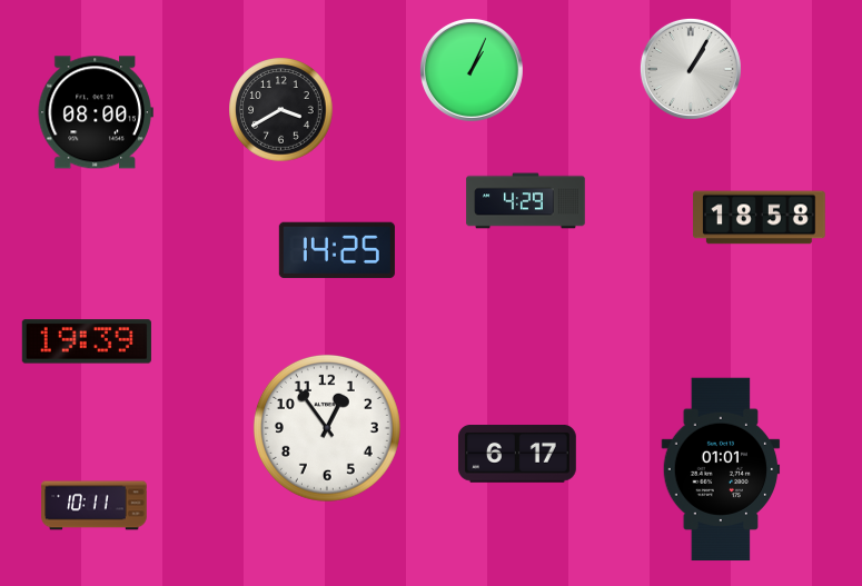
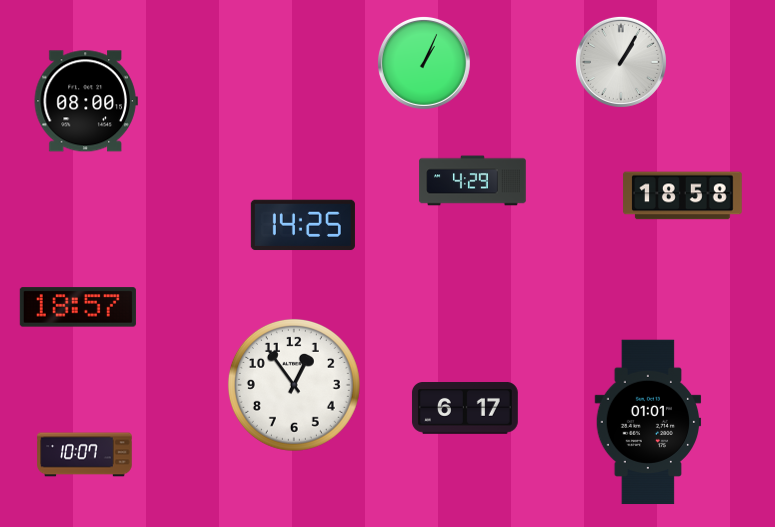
clock at (281, 110): 3:40 -> none
clock at (87, 341): 19:39 -> 18:57
clock at (95, 506): 10:11 -> 10:07
